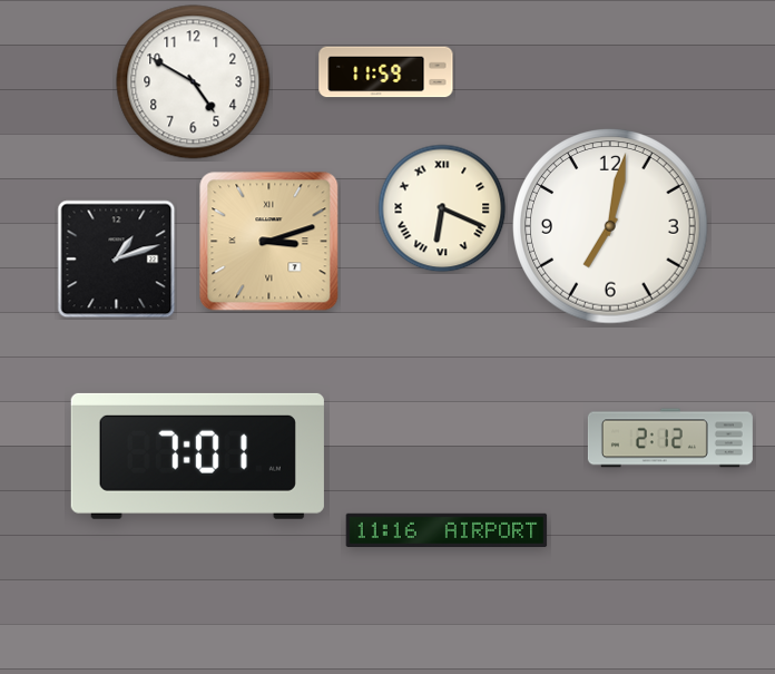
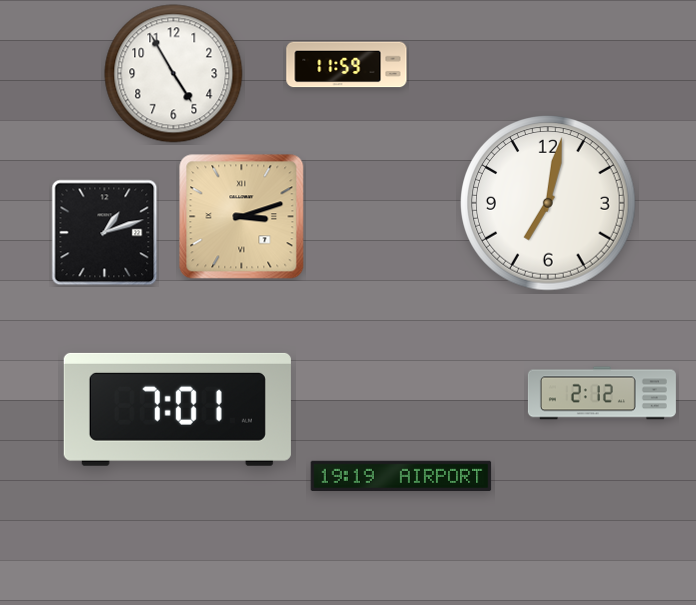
clock at (194, 82): 4:50 -> 4:55
clock at (442, 208): 6:19 -> none
clock at (447, 529): 11:16 -> 19:19
